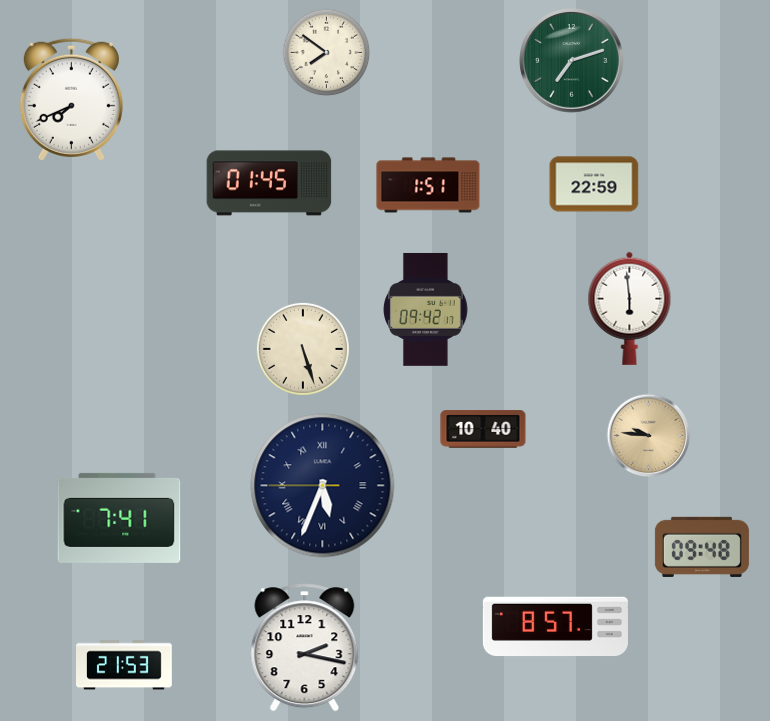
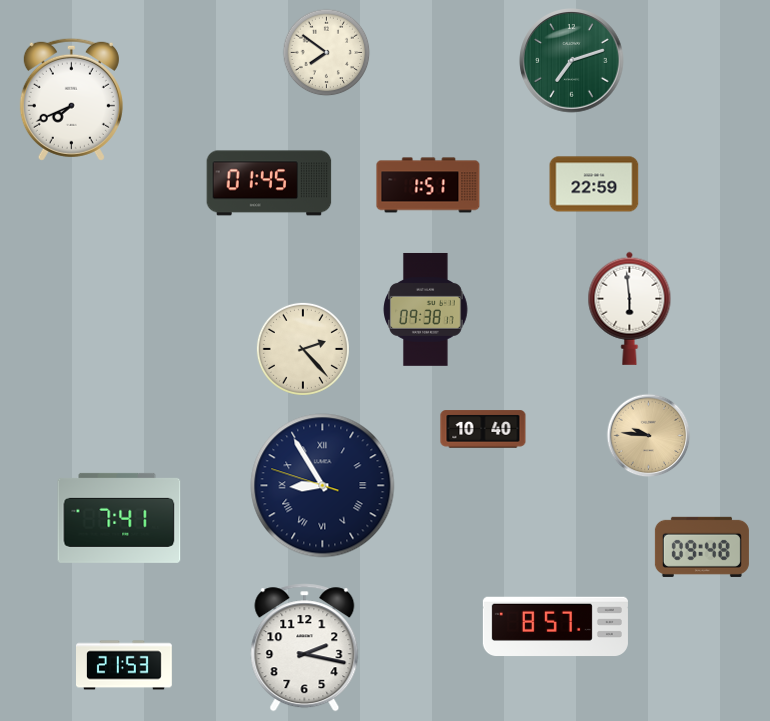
clock at (426, 310): 09:42 -> 09:38
clock at (303, 349): 5:27 -> 2:23
clock at (323, 486): 5:33 -> 8:54
